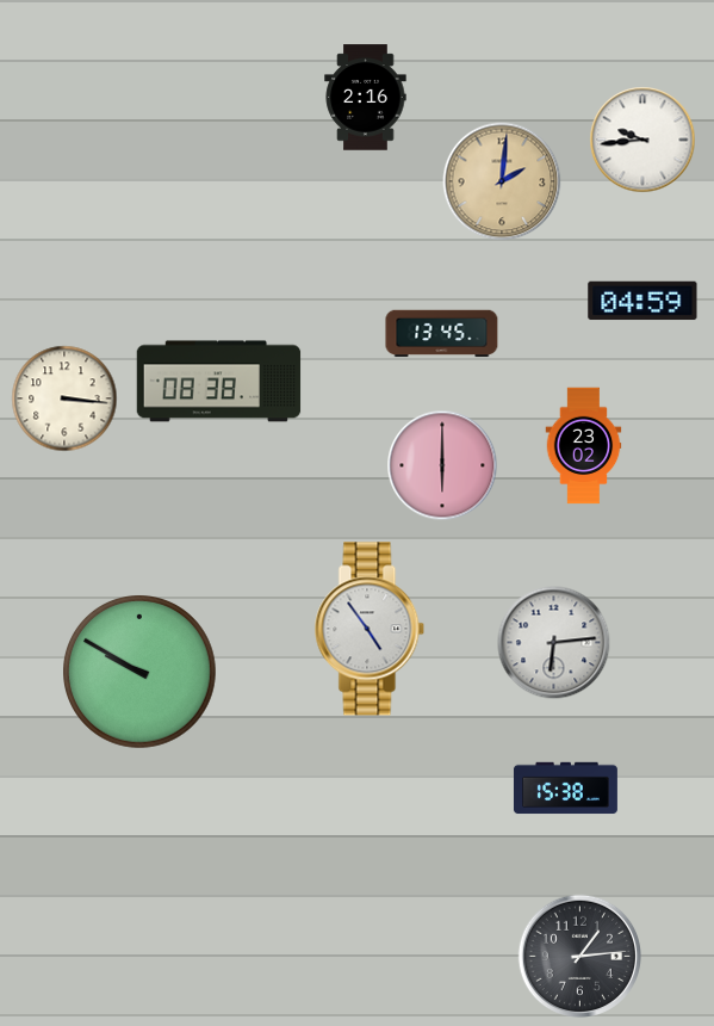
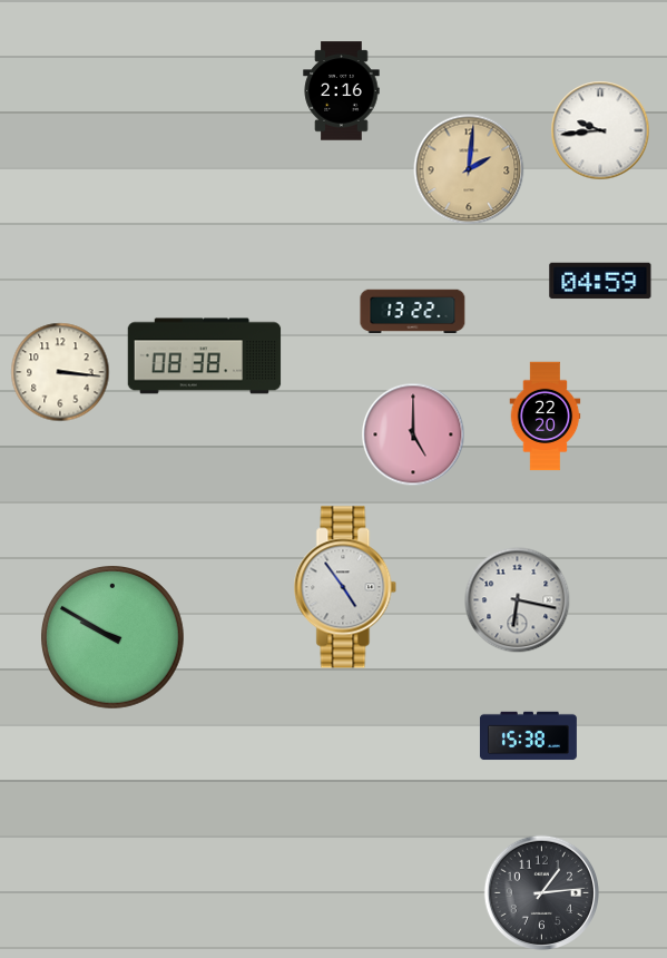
clock at (442, 334): 13:45 -> 13:22
clock at (584, 446): 23:02 -> 22:20
clock at (442, 465): 6:00 -> 5:00
clock at (554, 643): 6:14 -> 6:17
clock at (141, 673) position: (141, 673) -> (114, 638)
